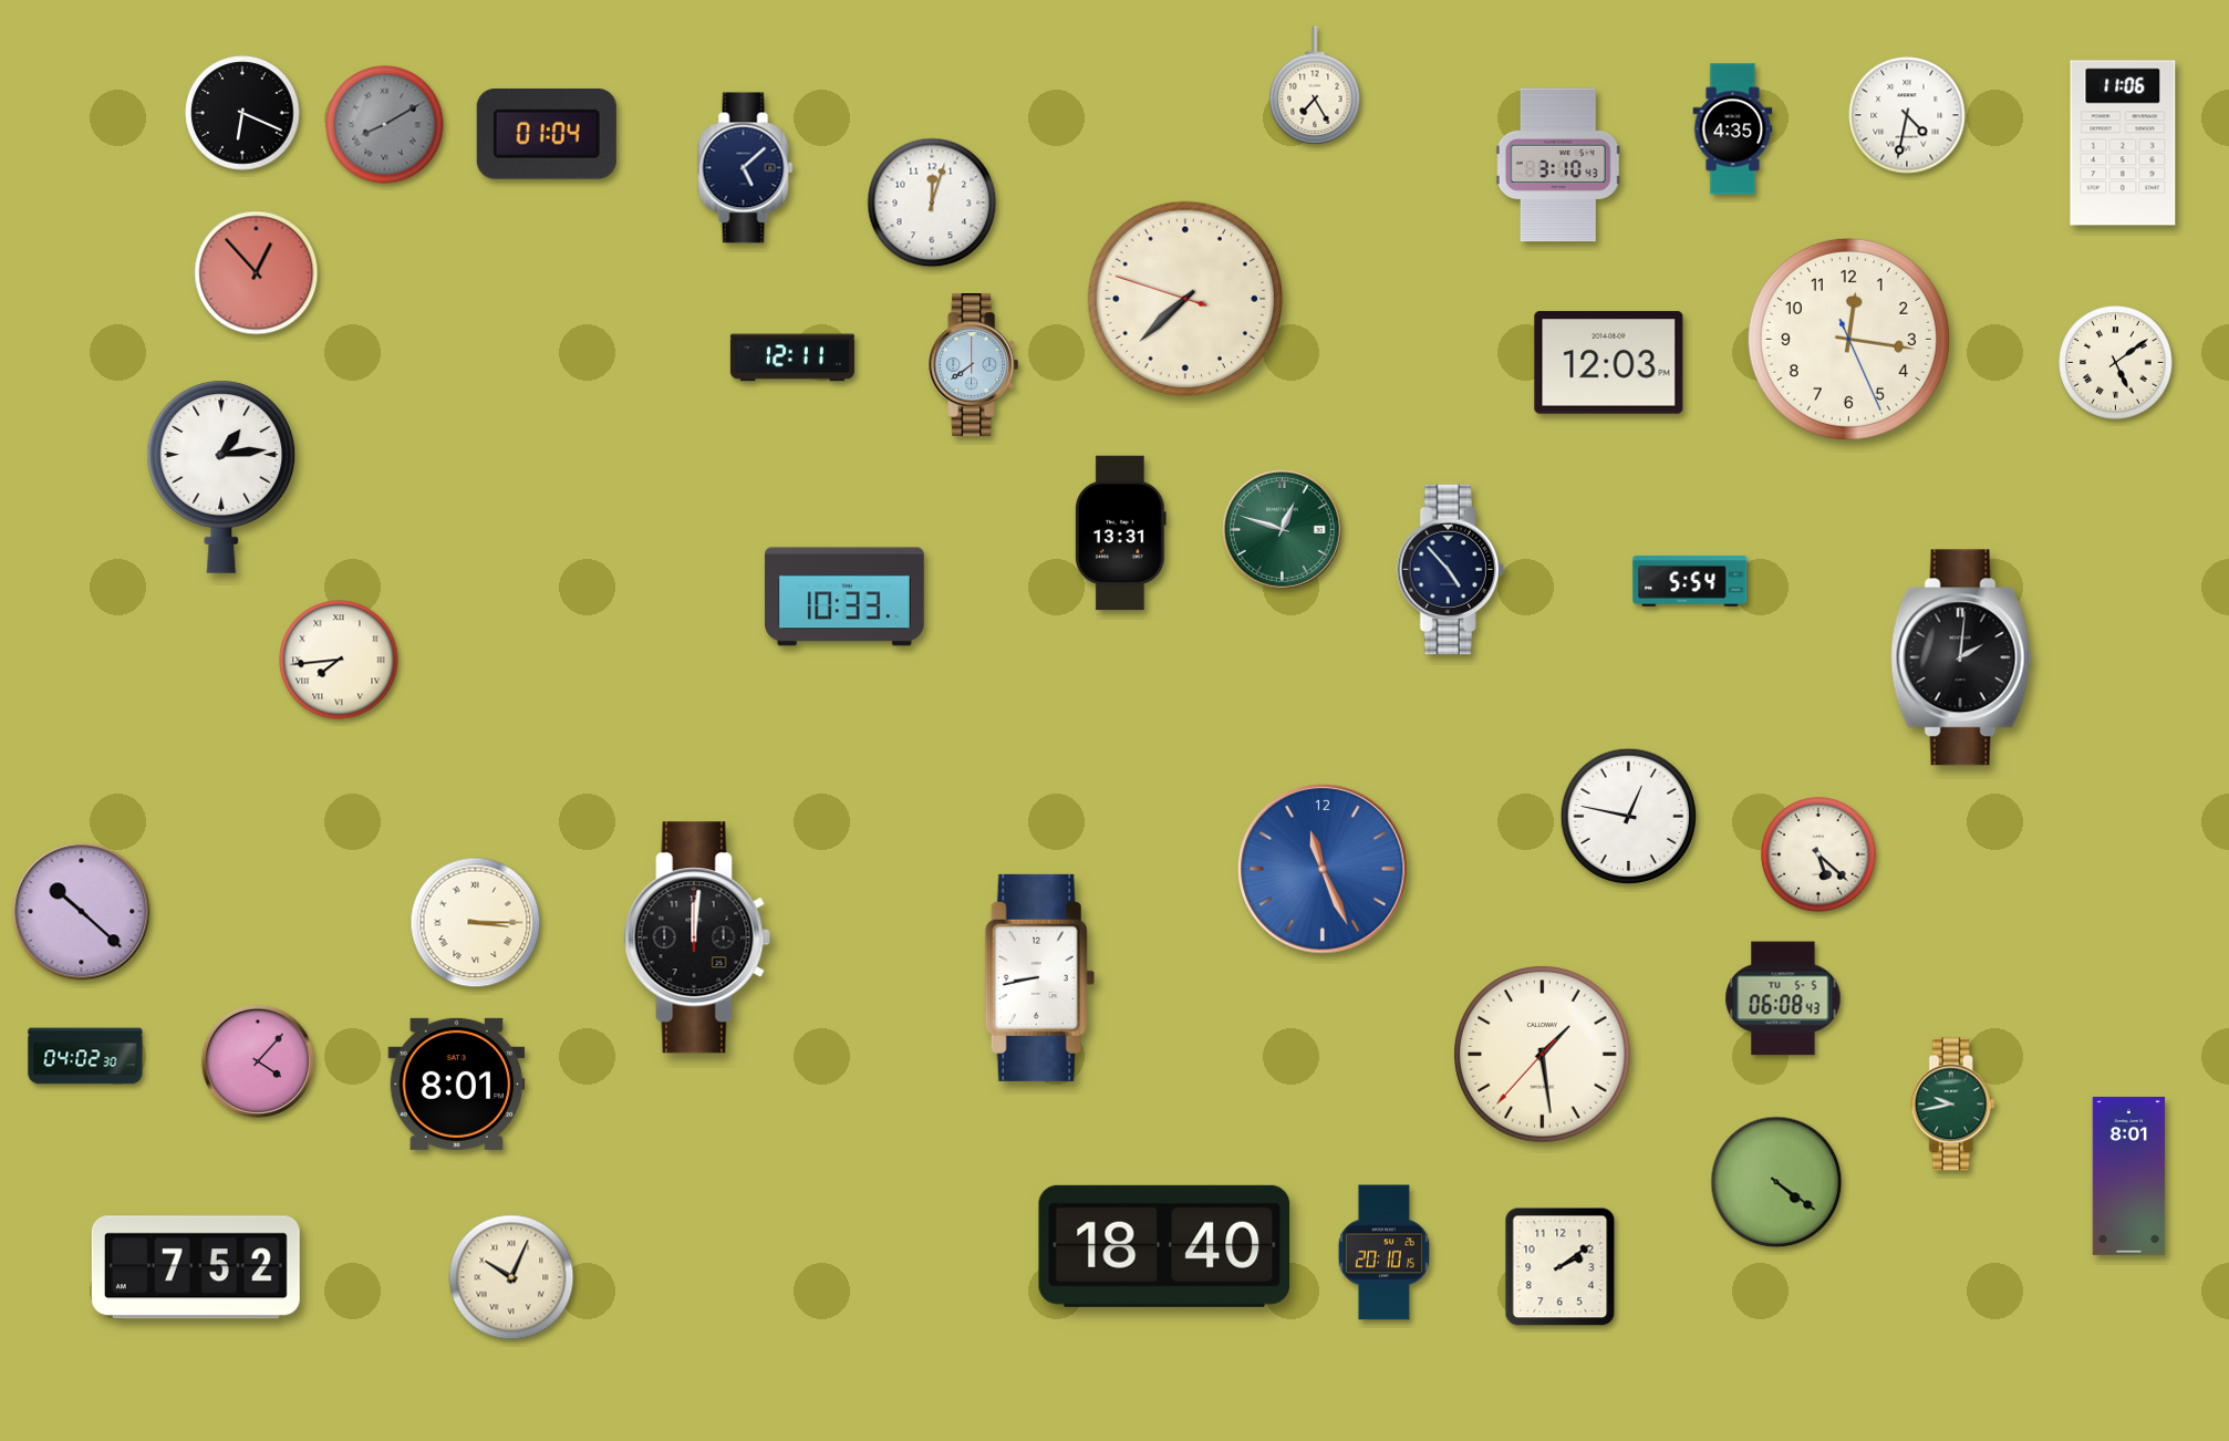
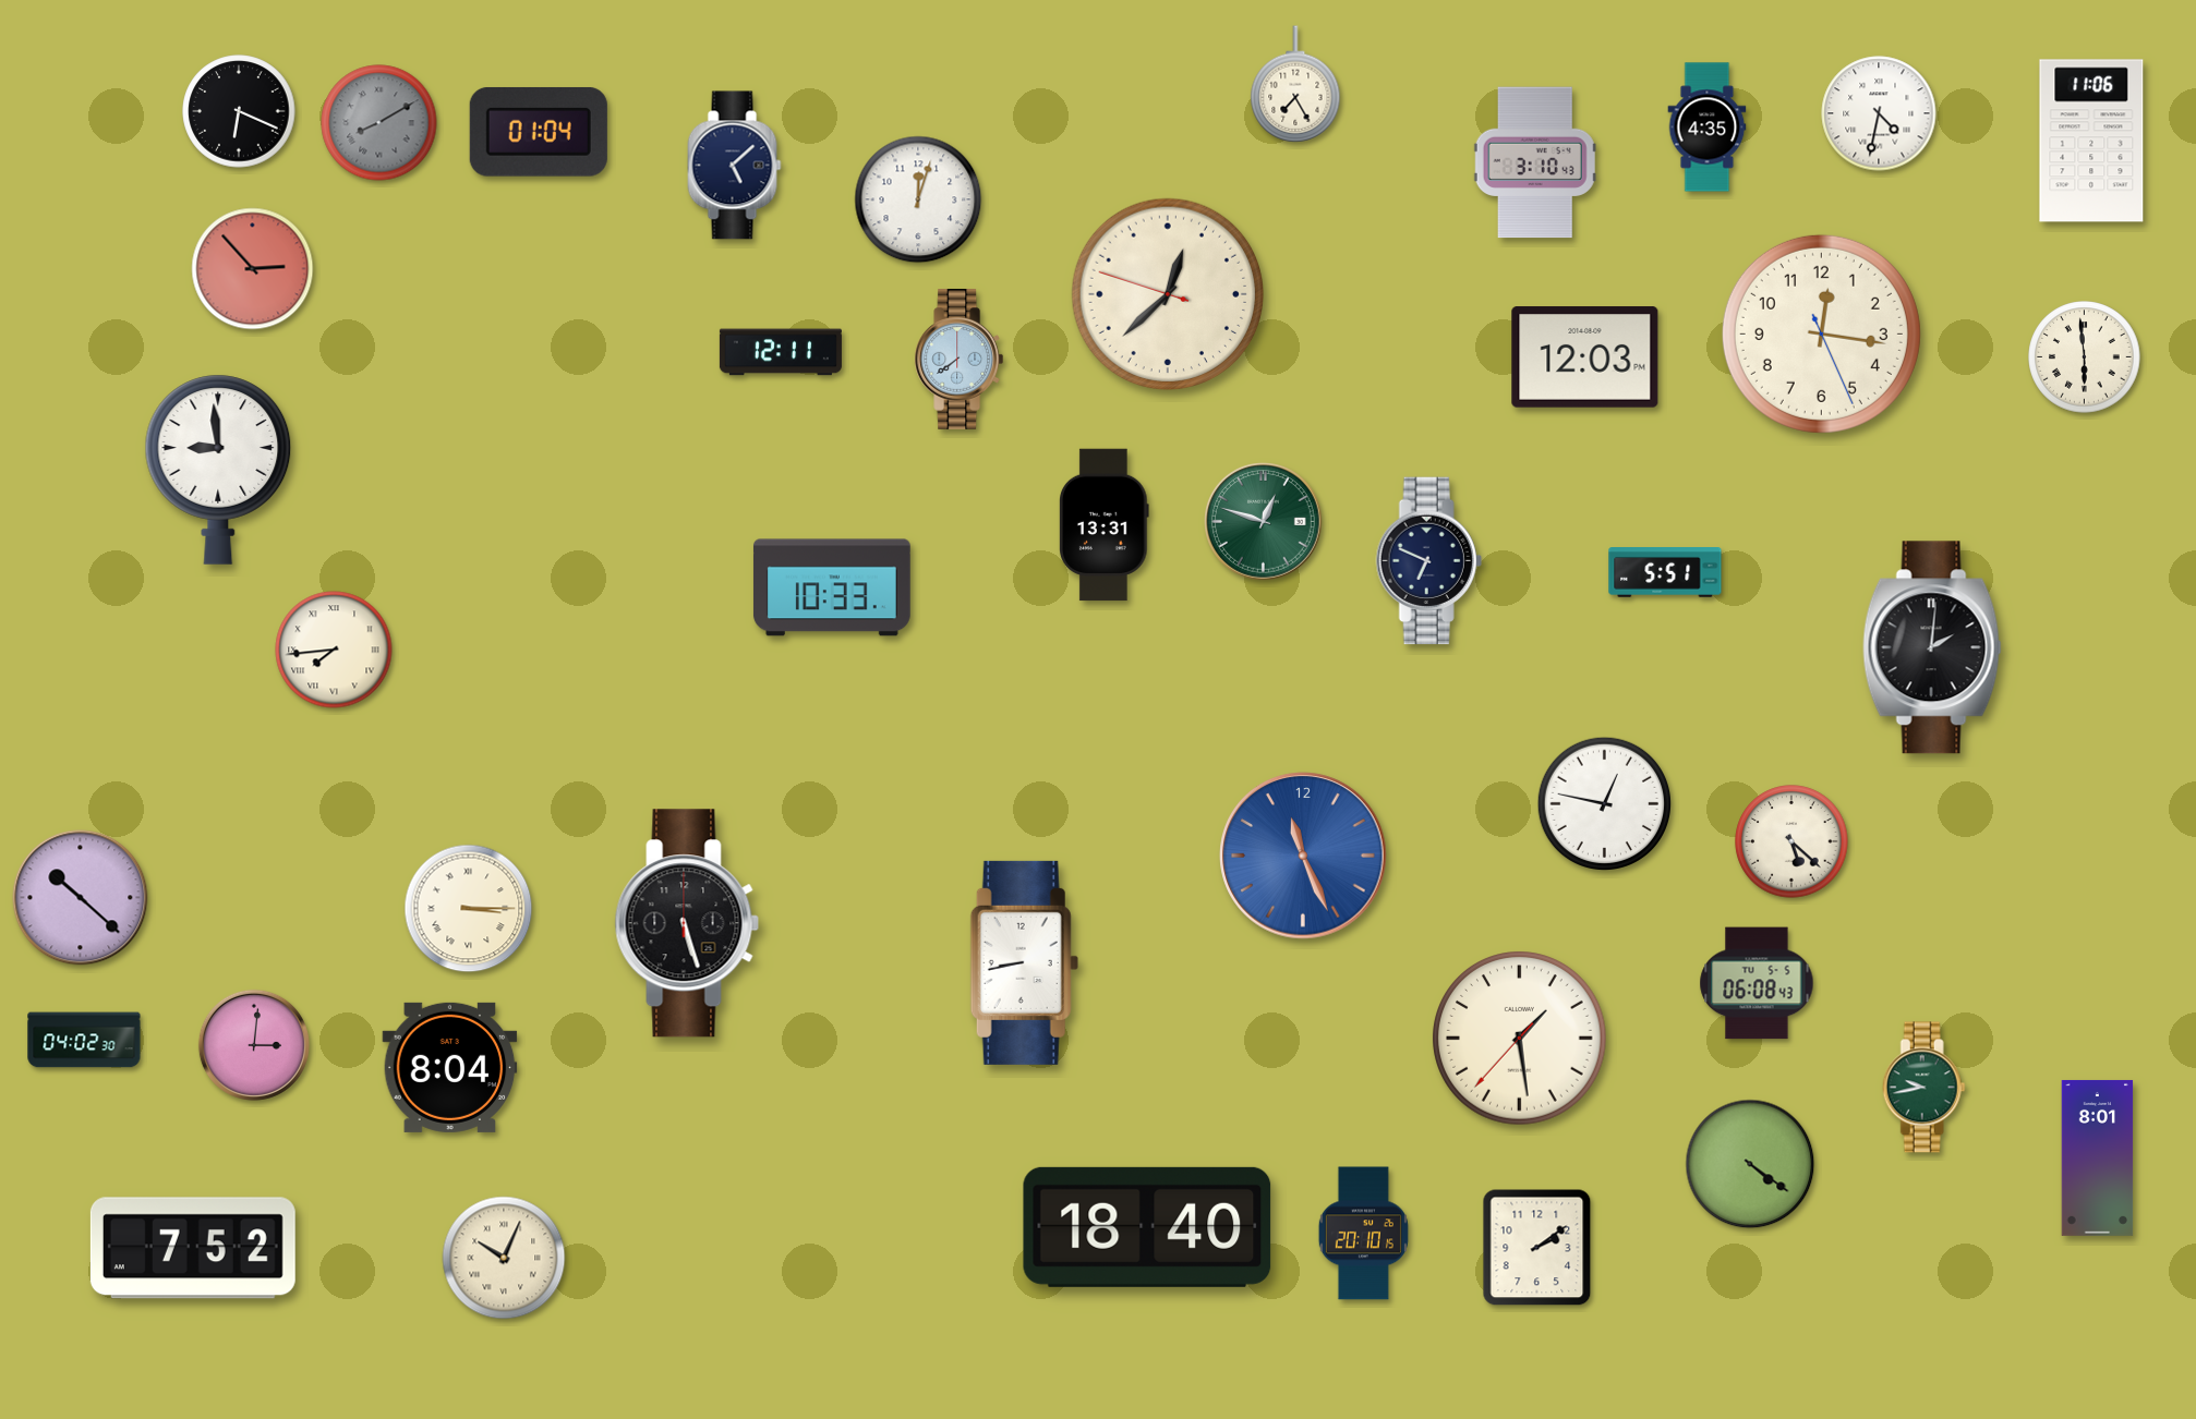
clock at (257, 273): 12:53 -> 2:53
clock at (1185, 299): 7:37 -> 12:37
clock at (2116, 363): 5:09 -> 5:59
clock at (221, 477): 1:14 -> 8:59
clock at (1450, 570): 4:53 -> 6:49
clock at (1690, 582): 5:54 -> 5:51
clock at (697, 937): 12:01 -> 5:27
clock at (258, 1061): 4:07 -> 3:01
clock at (457, 1084): 8:01 -> 8:04
